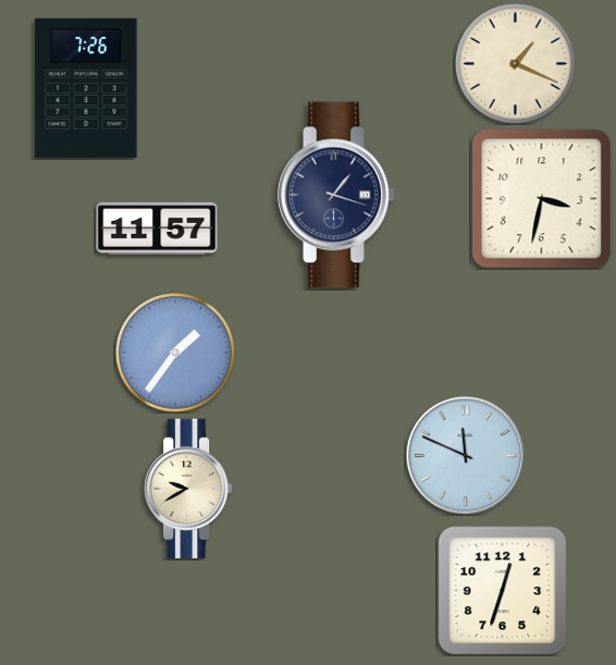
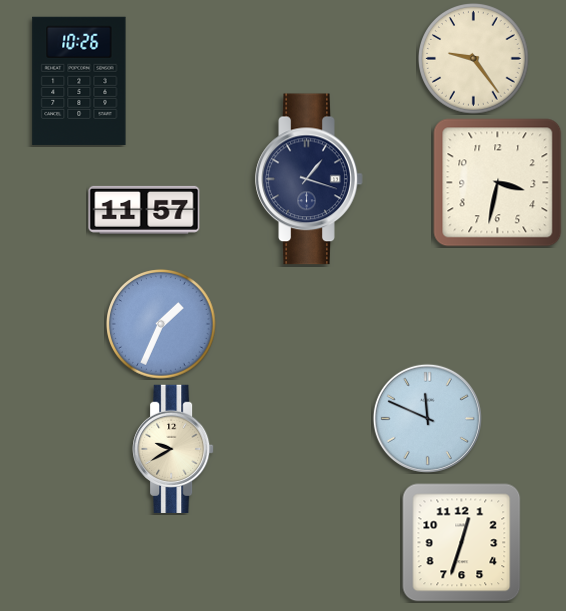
clock at (516, 64): 1:19 -> 9:24
clock at (86, 88): 7:26 -> 10:26
clock at (175, 353): 1:36 -> 1:34
